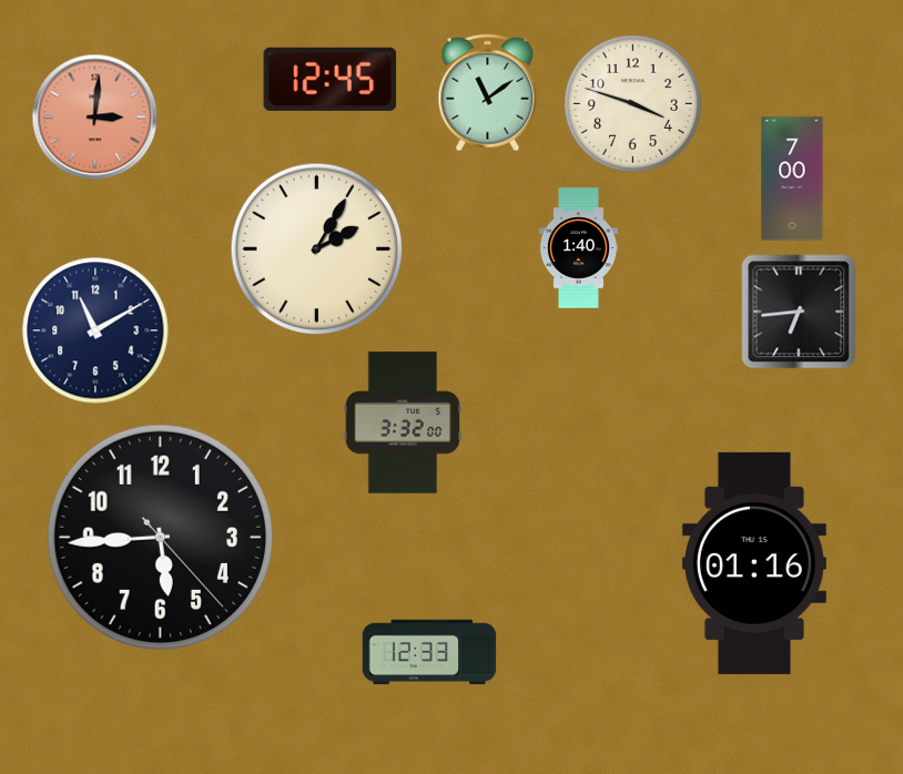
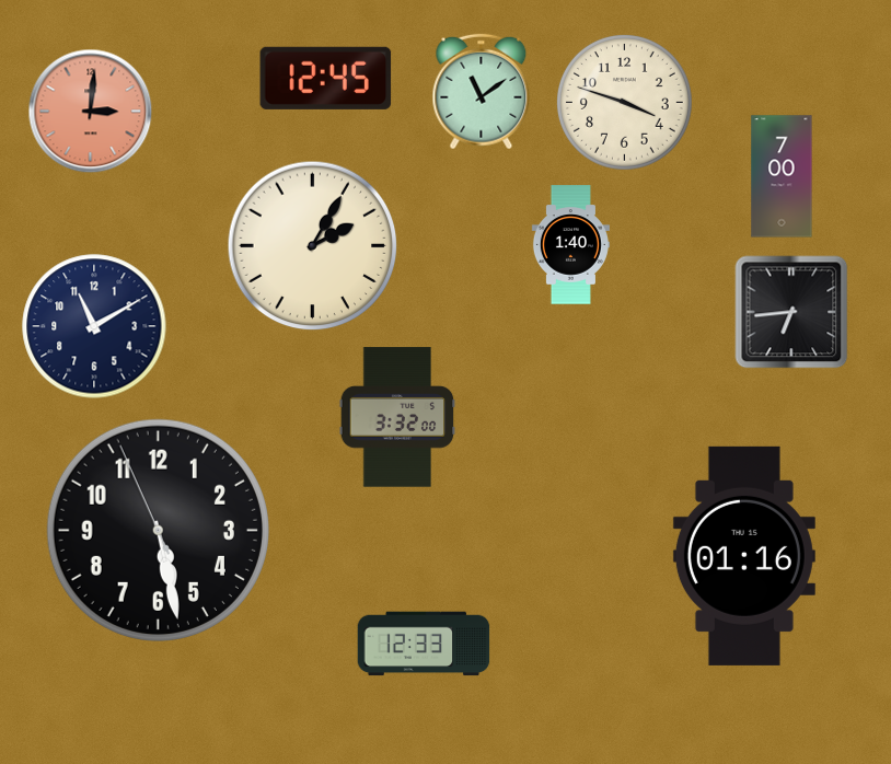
clock at (95, 118) position: (95, 118) -> (91, 112)
clock at (799, 312) position: (799, 312) -> (791, 312)
clock at (160, 537): 5:44 -> 5:27
